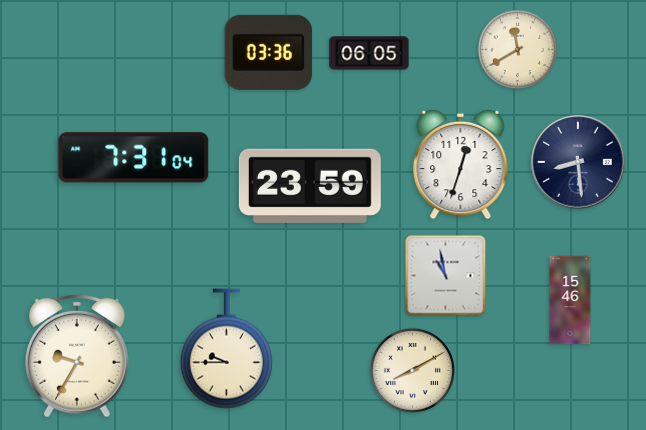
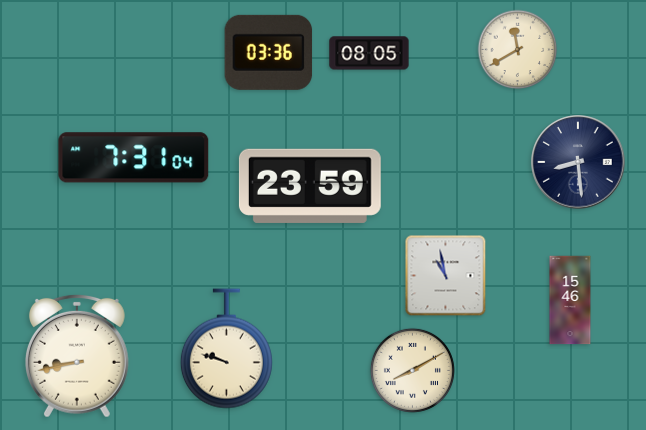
clock at (369, 53): 06:05 -> 08:05
clock at (461, 165): 12:33 -> none
clock at (226, 349): 9:45 -> 9:48
clock at (77, 356): 9:35 -> 8:43
